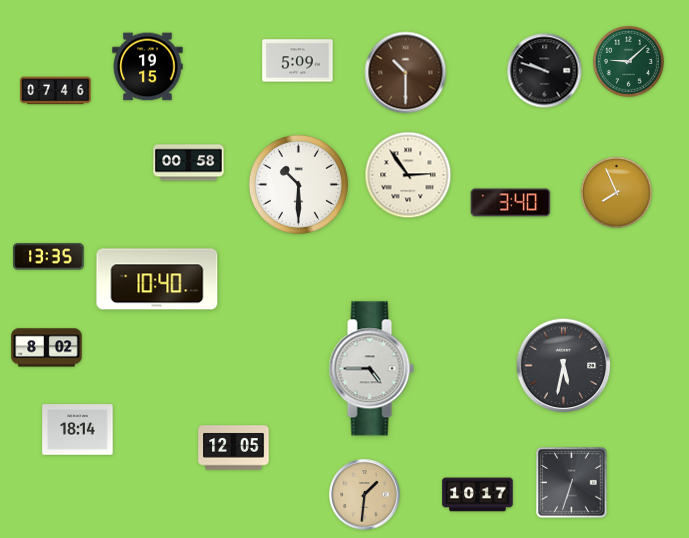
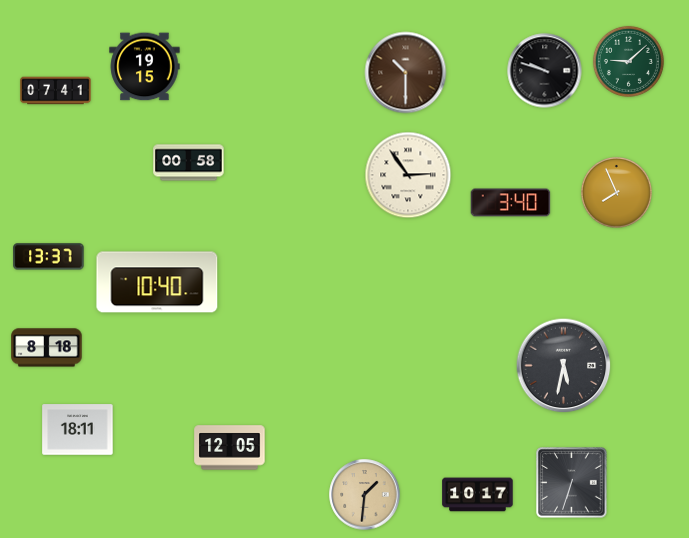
clock at (298, 61): 5:09 -> none
clock at (148, 67) position: (148, 67) -> (145, 67)
clock at (56, 91): 07:46 -> 07:41
clock at (298, 184): 10:30 -> none
clock at (49, 257): 13:35 -> 13:37
clock at (157, 279) position: (157, 279) -> (157, 282)
clock at (47, 348): 8:02 -> 8:18
clock at (371, 369): 4:45 -> none
clock at (78, 430): 18:14 -> 18:11
clock at (234, 448) position: (234, 448) -> (230, 448)
